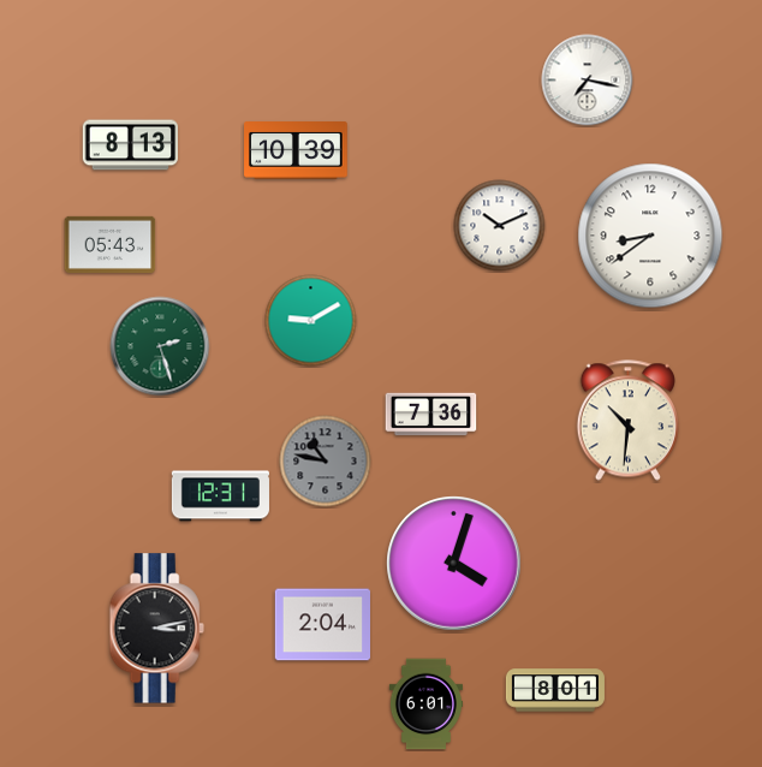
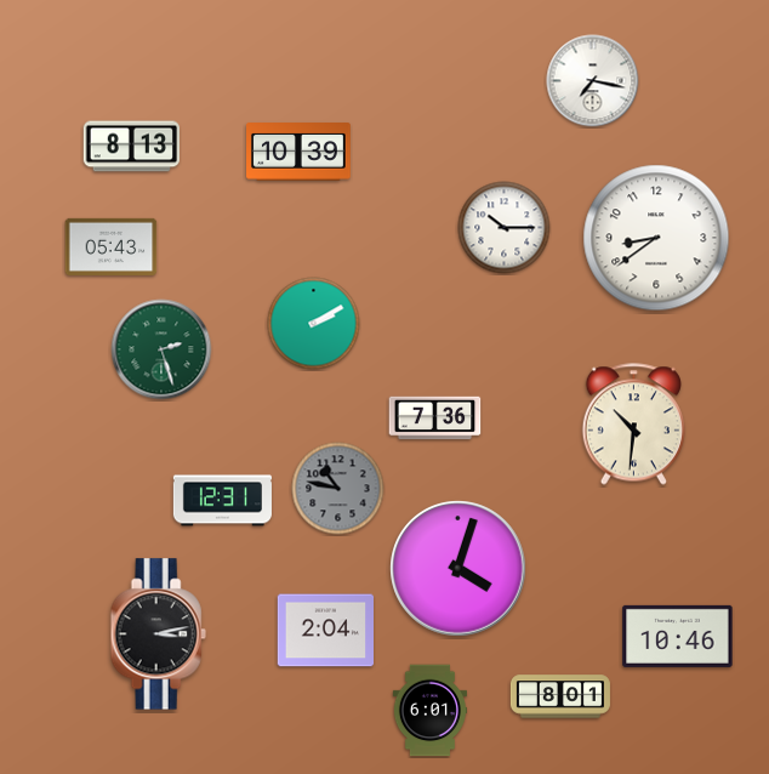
clock at (500, 226): 10:11 -> 10:15
clock at (311, 321): 9:10 -> 2:10
clock at (326, 462) position: (326, 462) -> (338, 489)
clock at (678, 636): none -> 10:46
